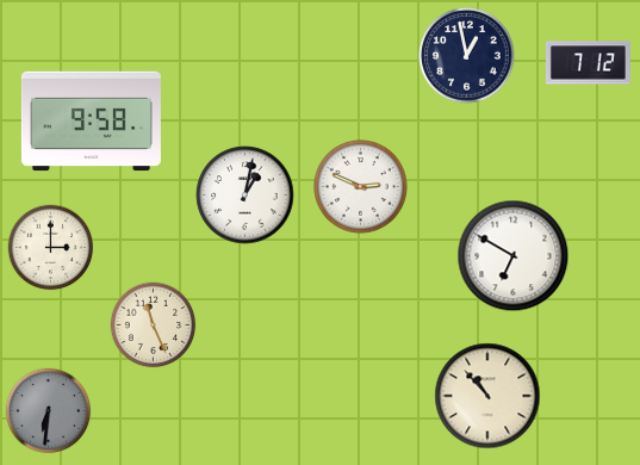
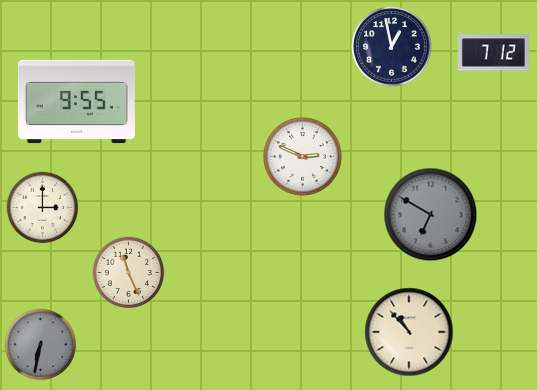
clock at (91, 122): 9:58 -> 9:55
clock at (246, 196): 1:02 -> none
clock at (514, 256) dial: white -> grey
clock at (49, 411): 6:31 -> 6:32
